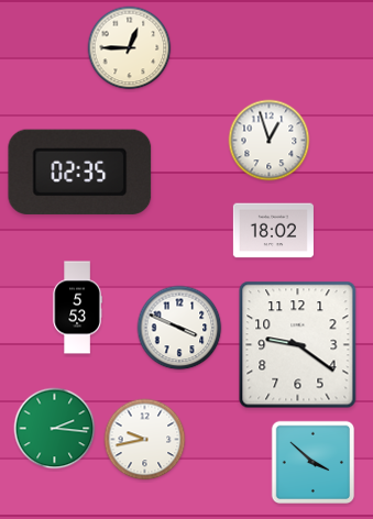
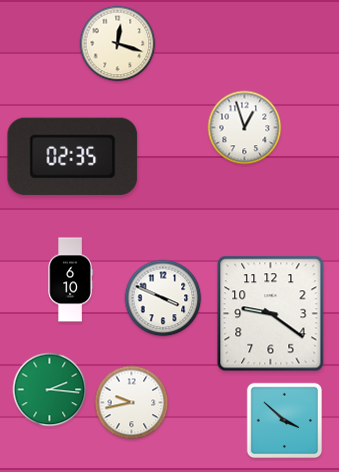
clock at (130, 48): 12:45 -> 12:18
clock at (273, 231): 18:02 -> none
clock at (77, 308): 5:53 -> 6:10
clock at (145, 440) position: (145, 440) -> (132, 403)
